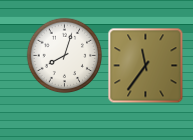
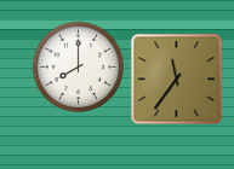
clock at (65, 56): 8:03 -> 8:00
